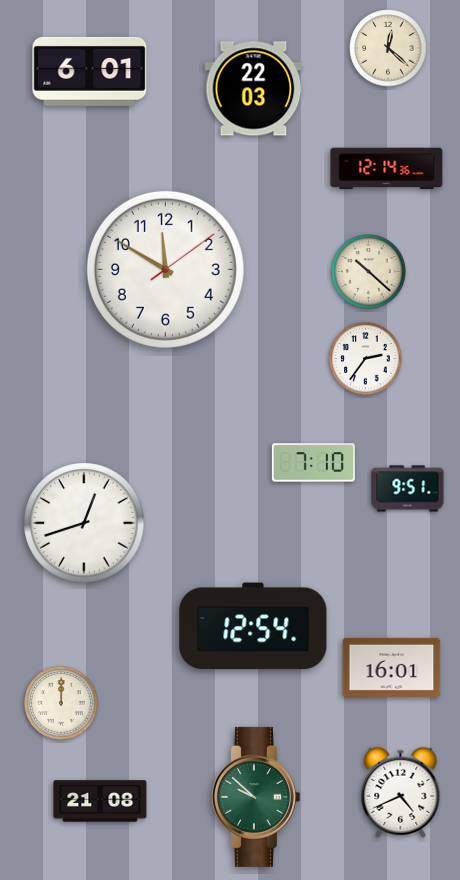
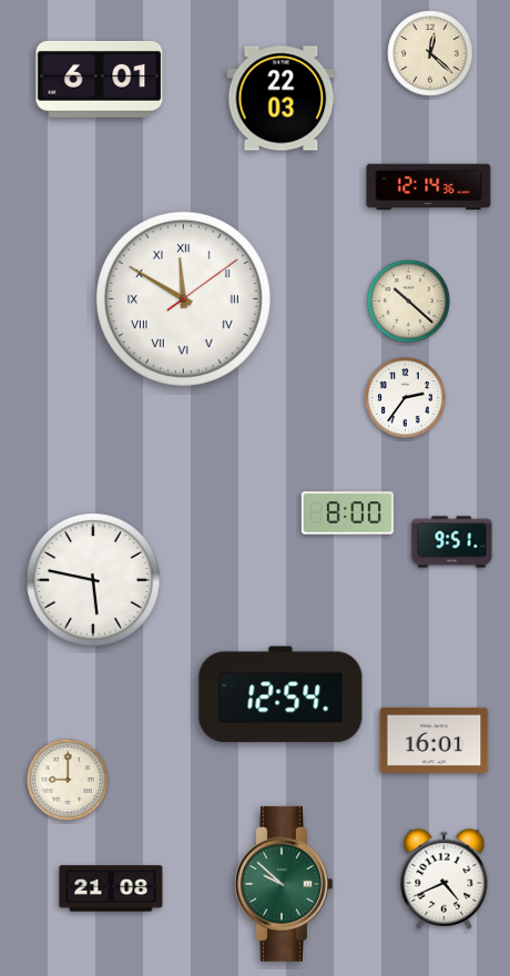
clock at (165, 269) numerals: Arabic -> Roman
clock at (313, 463): 7:10 -> 8:00
clock at (84, 523): 12:42 -> 5:47
clock at (61, 703): 12:00 -> 9:00
